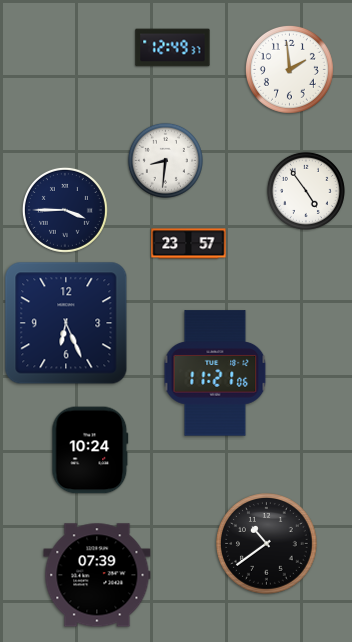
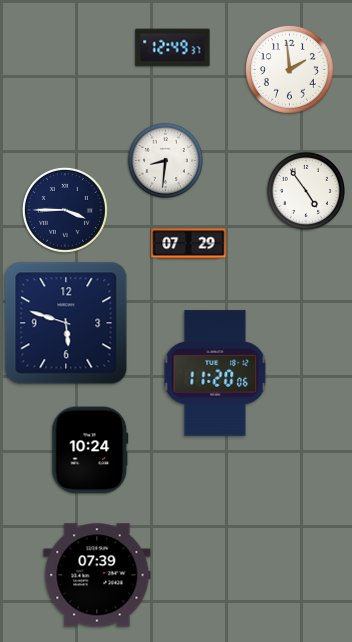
clock at (189, 244): 23:57 -> 07:29
clock at (66, 323): 6:26 -> 5:48
clock at (215, 373): 11:21 -> 11:20
clock at (267, 544): 10:39 -> none
